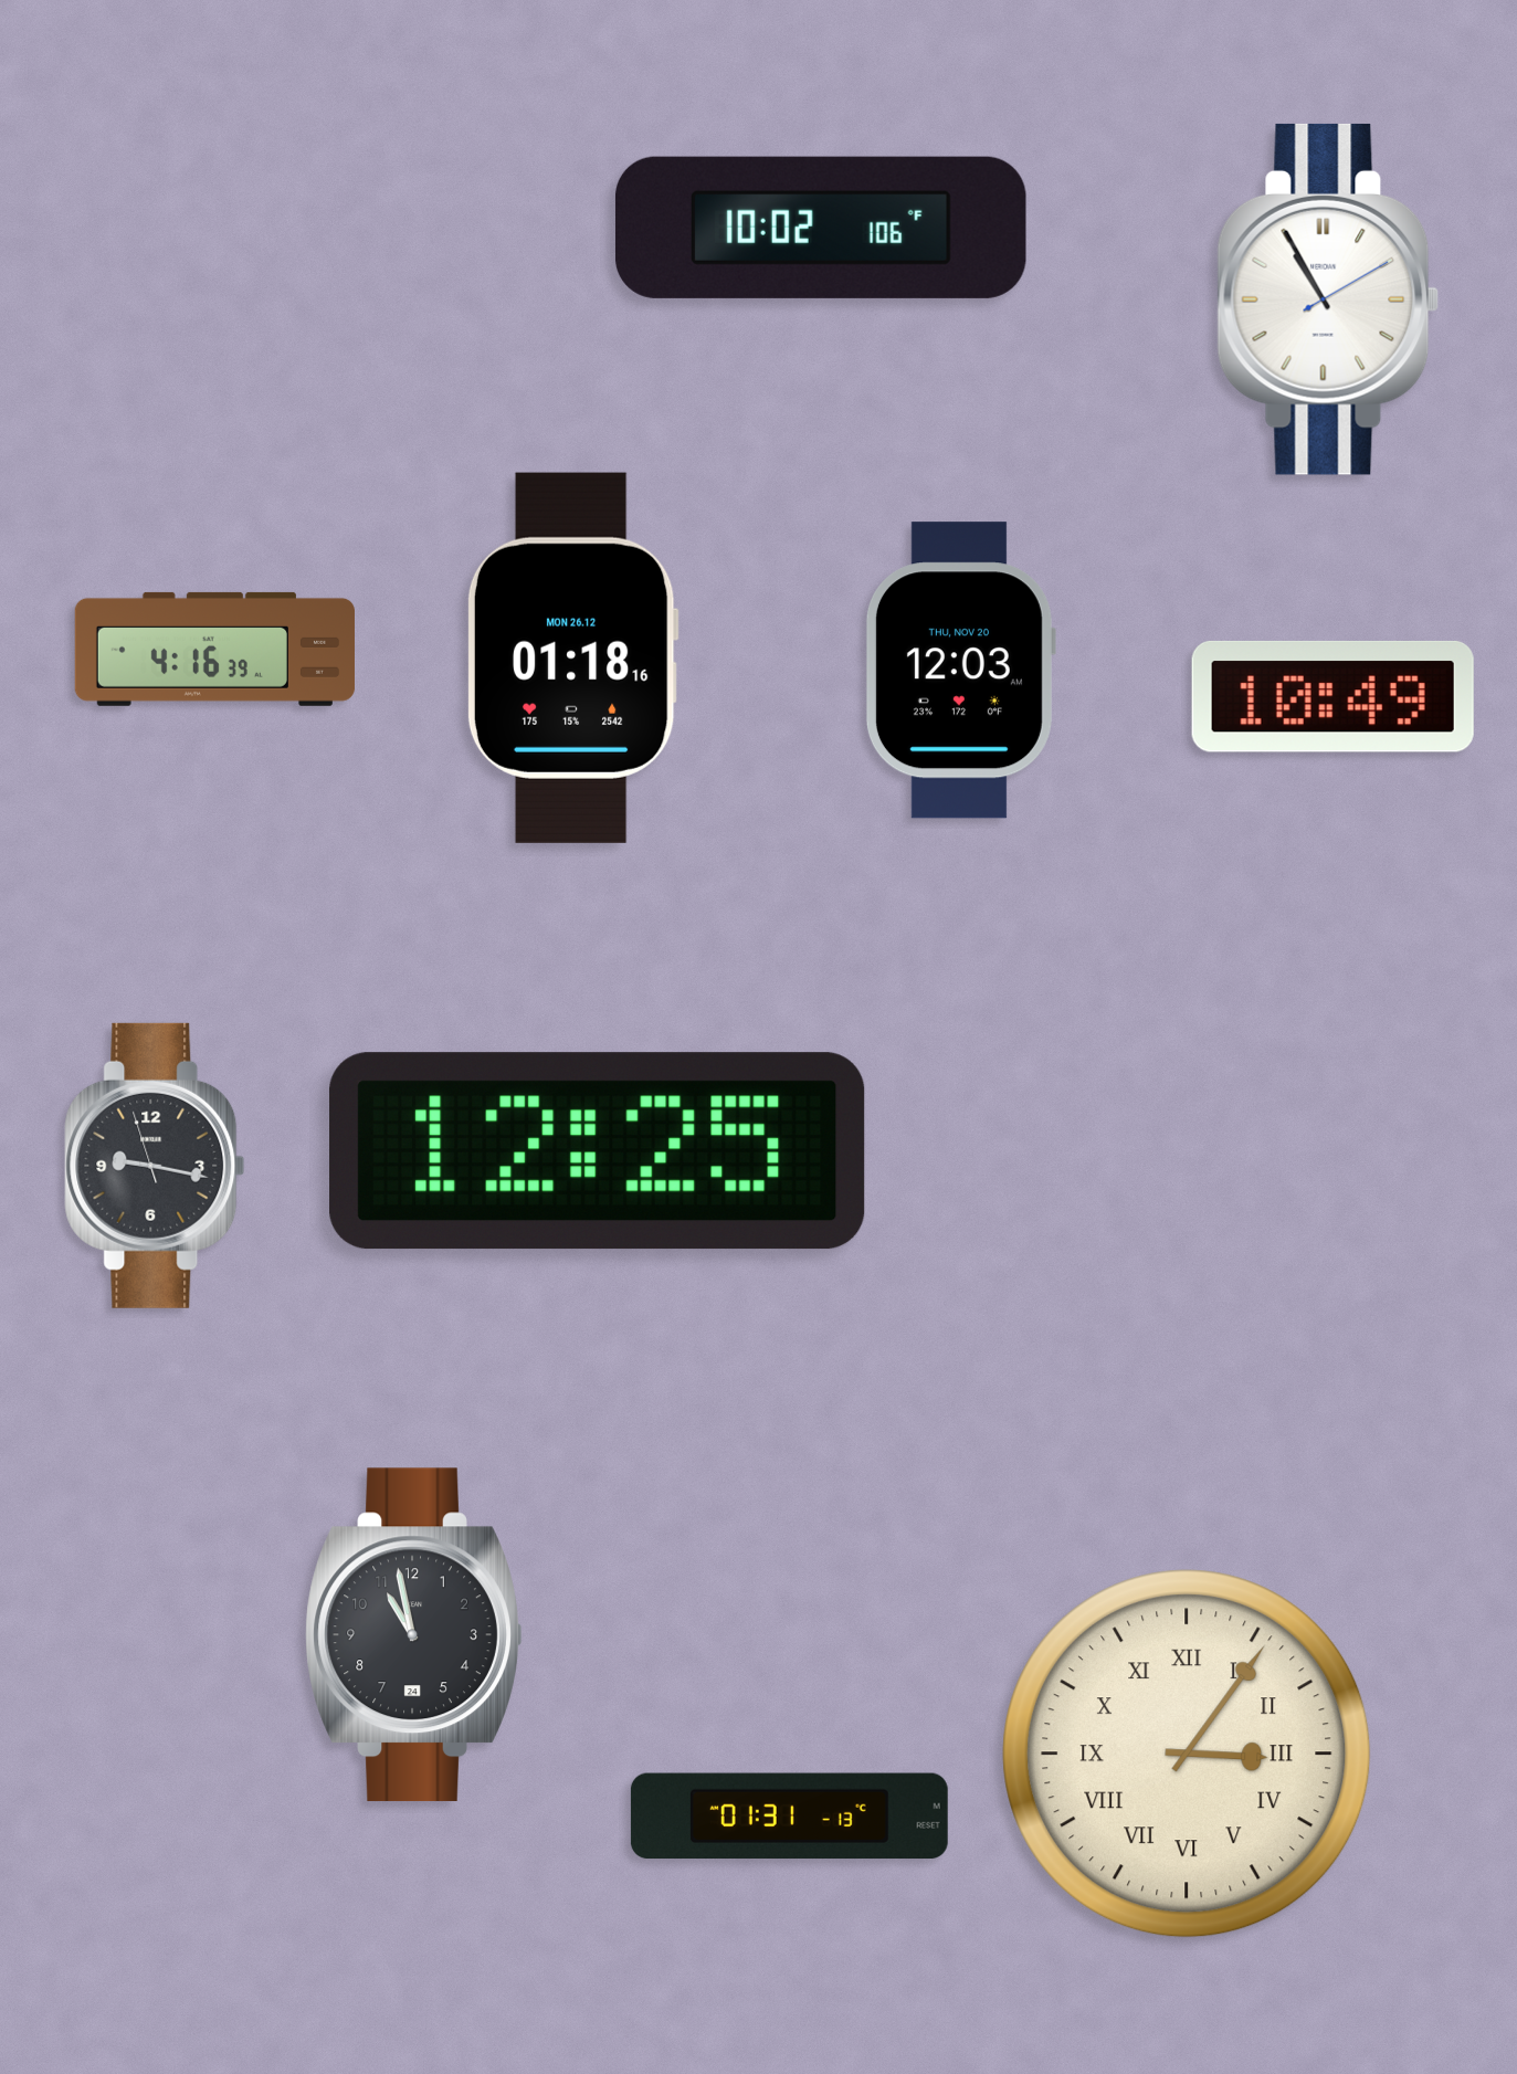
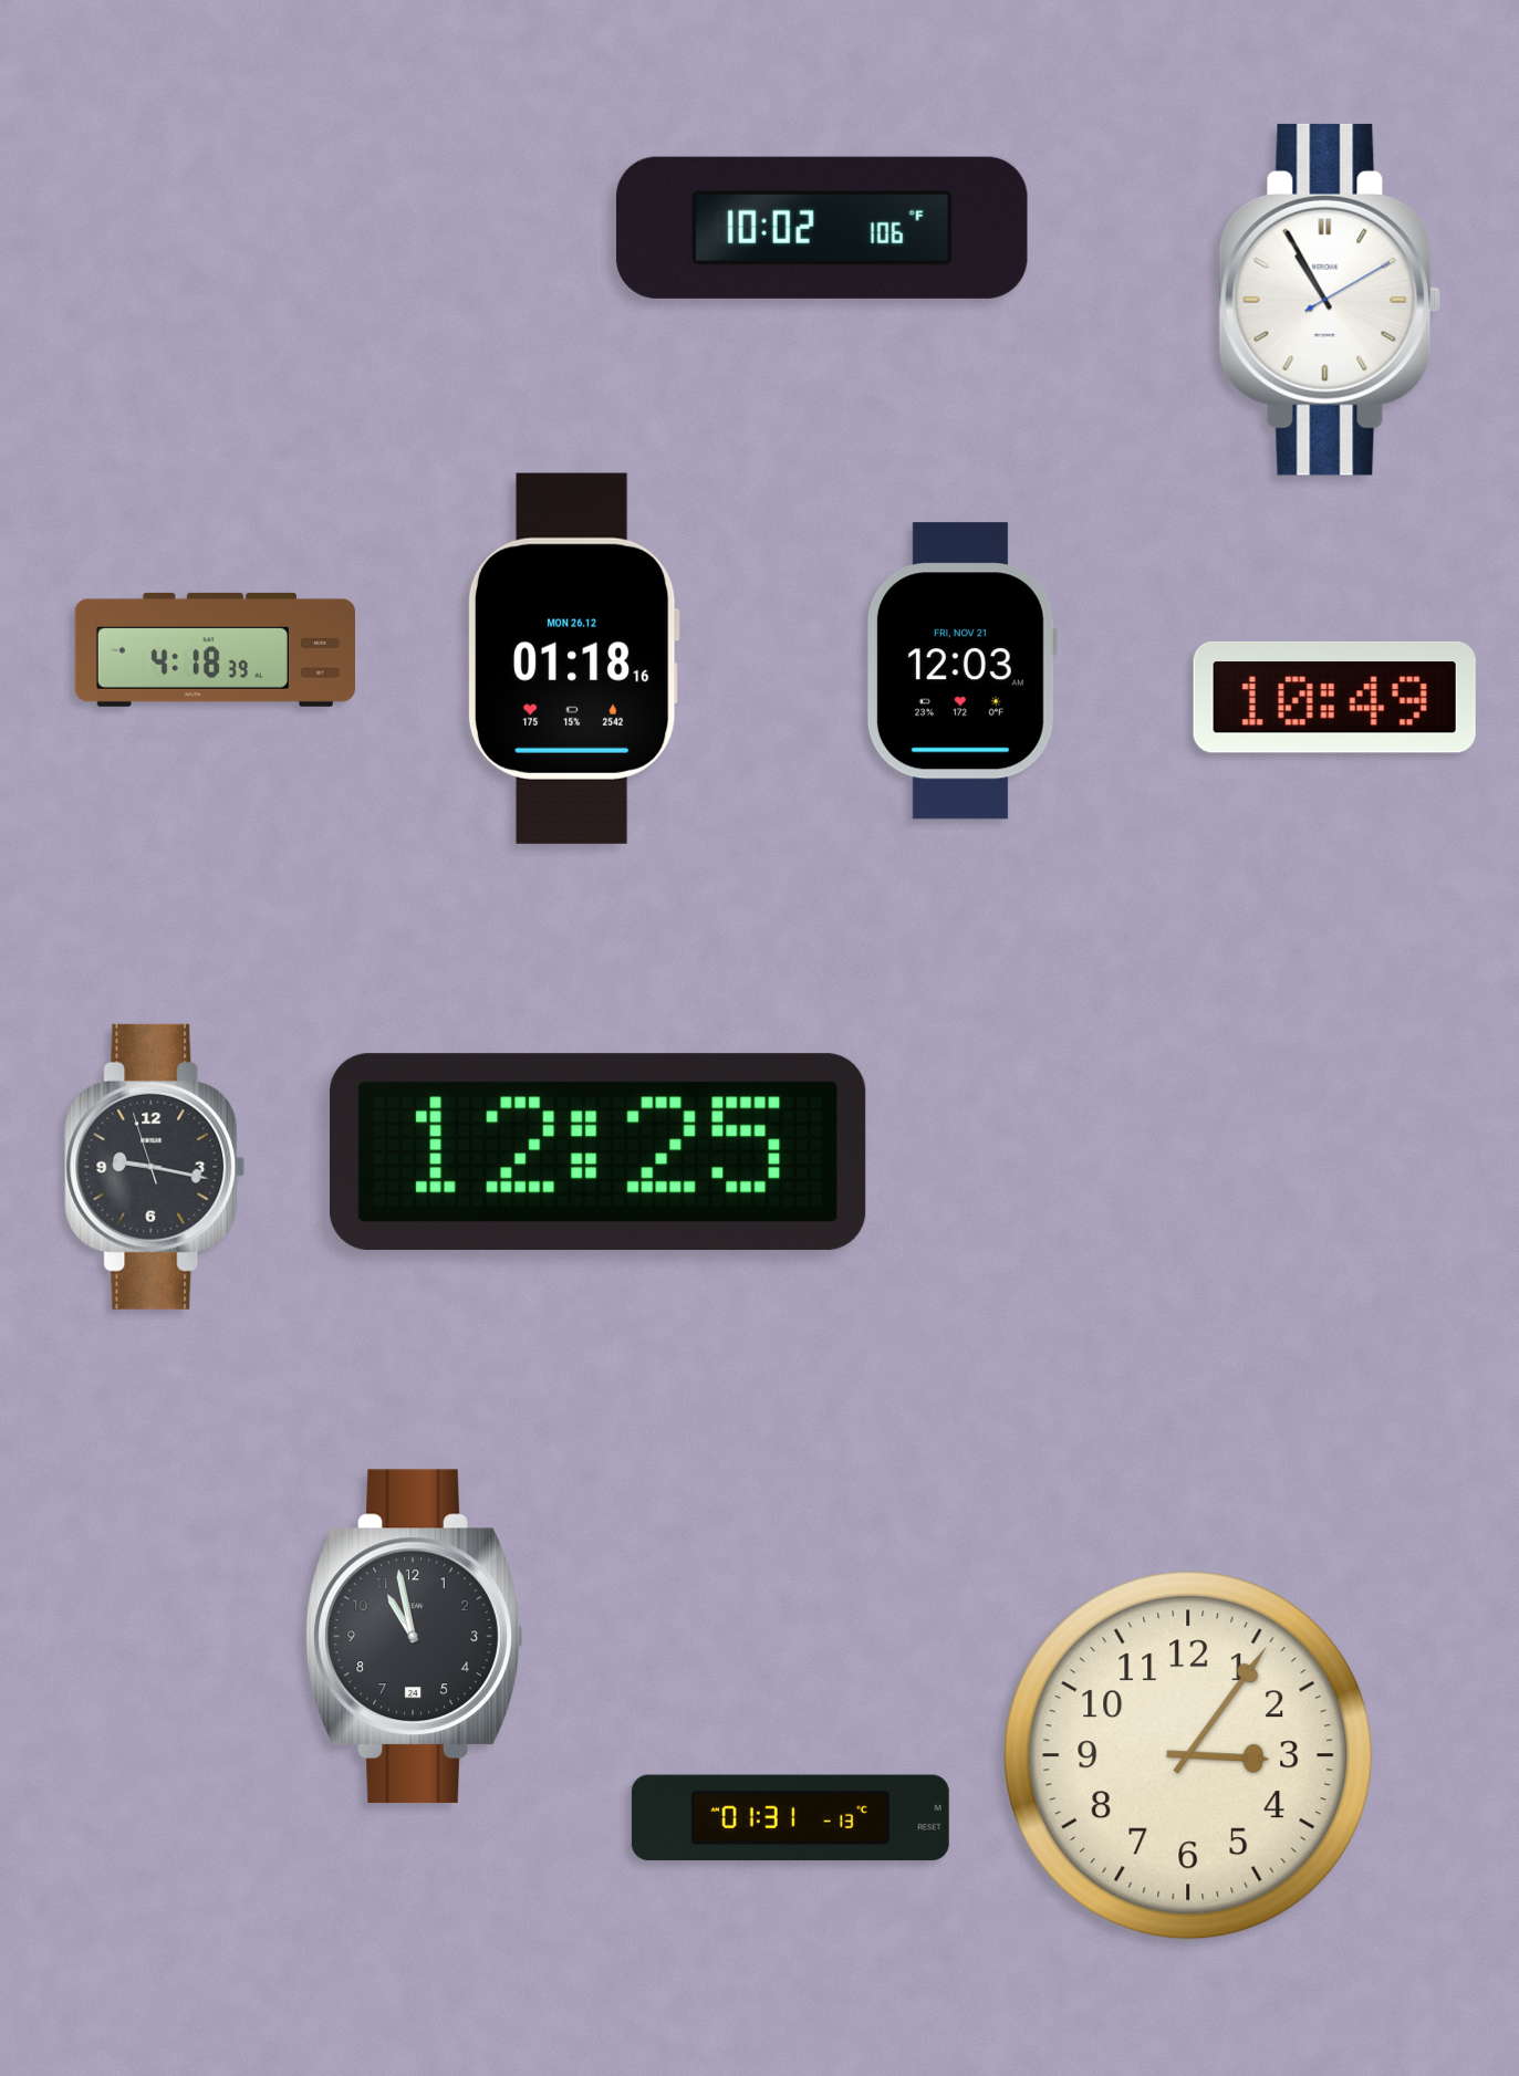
clock at (214, 649): 4:16 -> 4:18
clock at (960, 671) date: THU, NOV 20 -> FRI, NOV 21
clock at (1187, 1754) numerals: Roman -> Arabic
